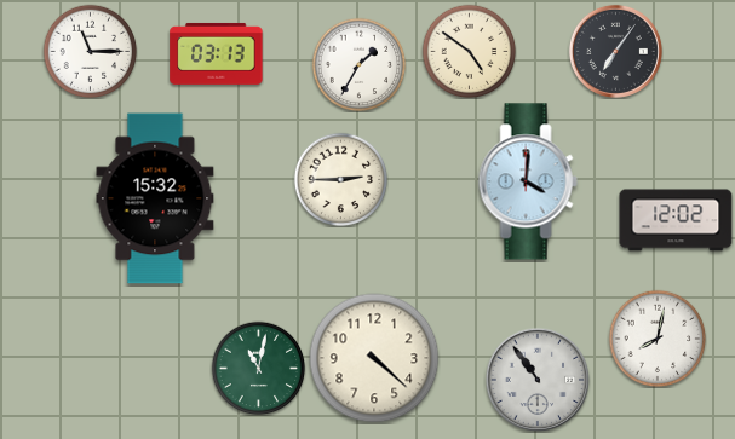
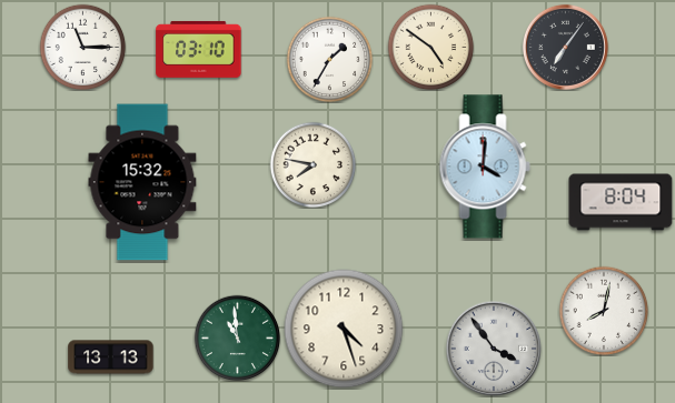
clock at (217, 53): 03:13 -> 03:10
clock at (340, 179): 2:45 -> 7:47
clock at (676, 220): 12:02 -> 8:04
clock at (374, 358): 4:22 -> 4:27
clock at (258, 368): 11:02 -> 10:59
clock at (538, 380): 10:54 -> 3:54
clock at (111, 357): none -> 13:13
